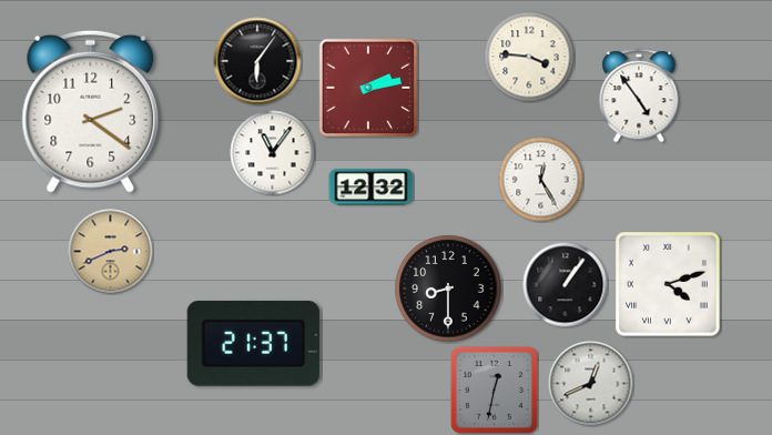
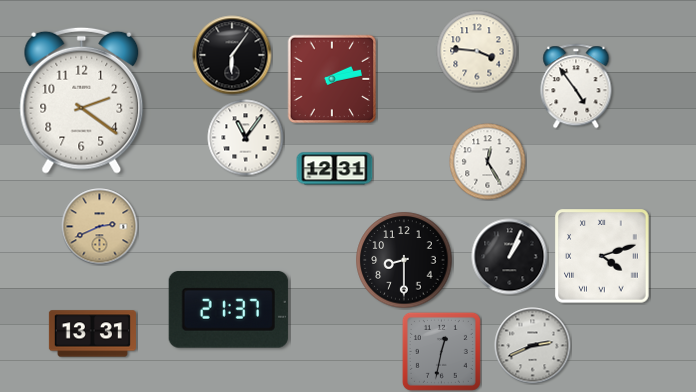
clock at (372, 188): 12:32 -> 12:31
clock at (566, 285): 1:06 -> 1:04
clock at (92, 334): none -> 13:31
clock at (591, 384): 12:41 -> 2:41
clock at (494, 390) position: (494, 390) -> (441, 351)
